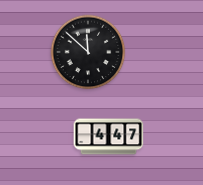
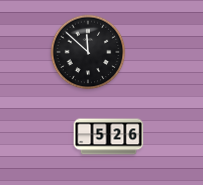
clock at (109, 137): 4:47 -> 5:26
